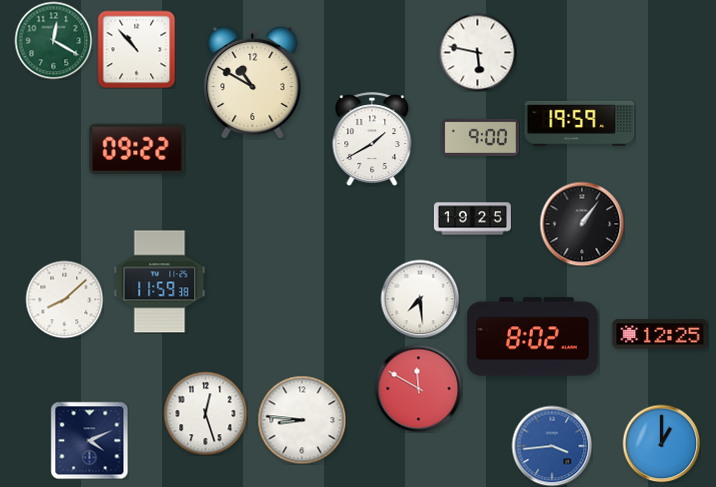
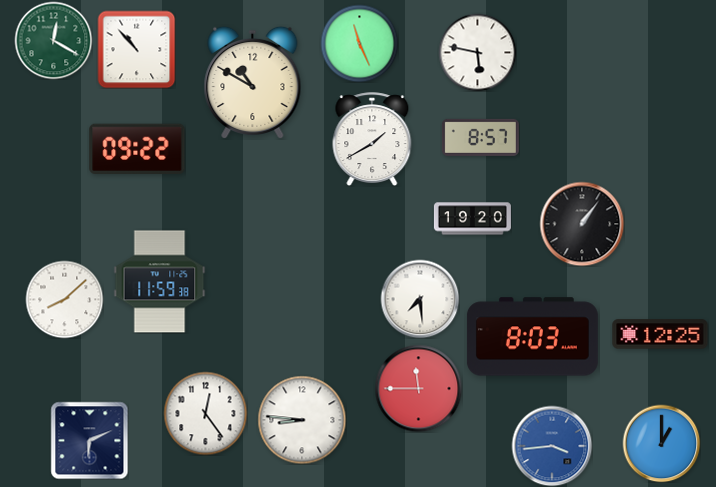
clock at (359, 43): none -> 11:26
clock at (580, 123): 19:59 -> none
clock at (480, 137): 9:00 -> 8:57
clock at (472, 219): 19:25 -> 19:20
clock at (532, 337): 8:02 -> 8:03
clock at (418, 388): 11:50 -> 11:45
clock at (205, 413): 12:27 -> 12:24
clock at (89, 440): 4:11 -> 6:11
